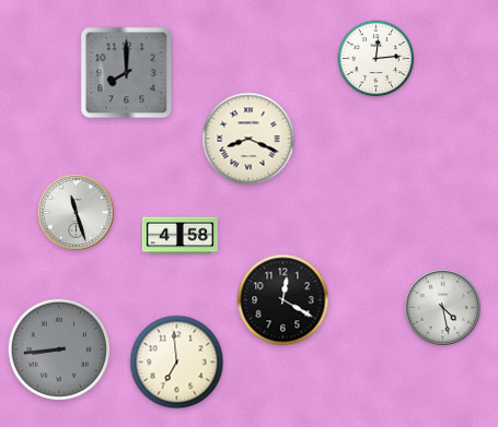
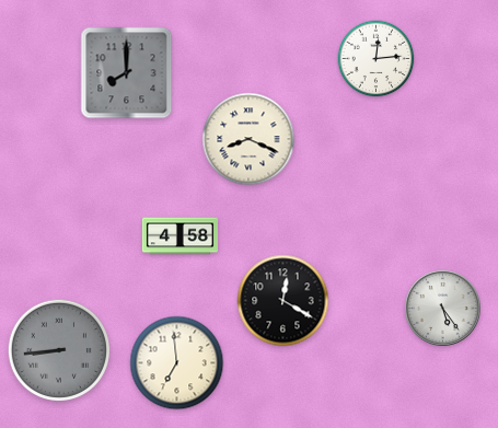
clock at (76, 212): 11:27 -> none
clock at (442, 307): 4:28 -> 5:24
